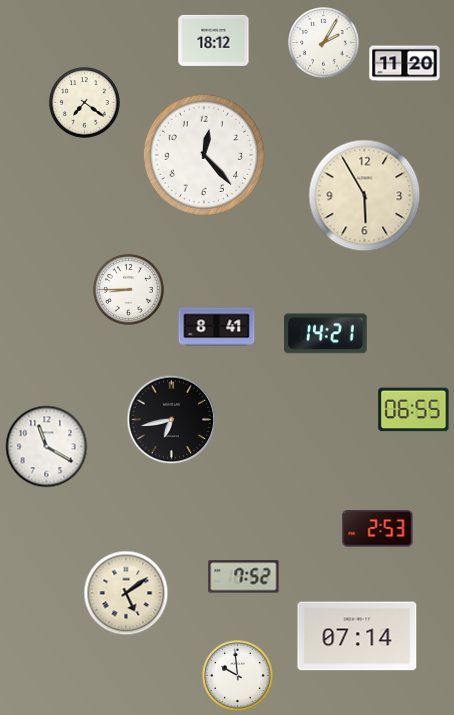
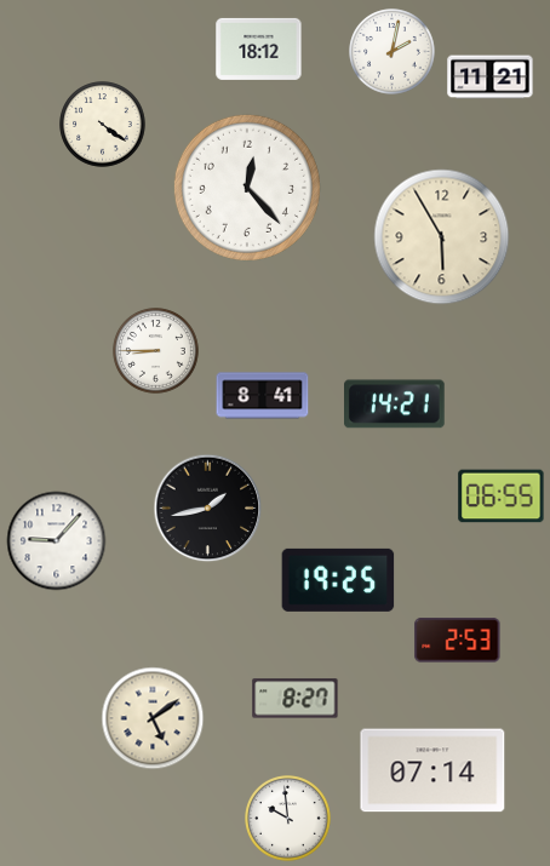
clock at (324, 43): 2:05 -> 2:02
clock at (405, 64): 11:20 -> 11:21
clock at (85, 103): 7:21 -> 4:21
clock at (172, 420): 6:43 -> 1:43
clock at (47, 447): 11:20 -> 9:07
clock at (338, 580): none -> 19:25
clock at (244, 577): 7:52 -> 8:27
